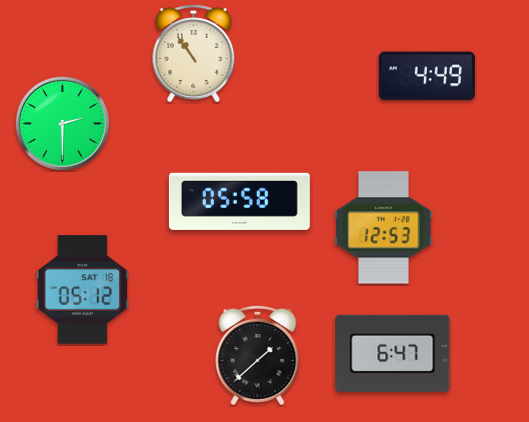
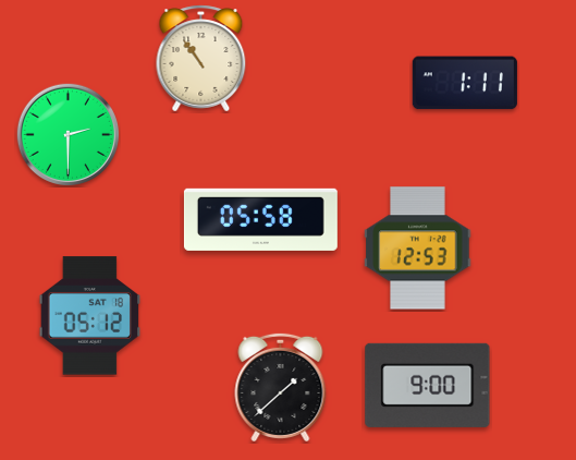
clock at (194, 54) position: (194, 54) -> (201, 59)
clock at (427, 76): 4:49 -> 1:11
clock at (393, 353): 6:47 -> 9:00
